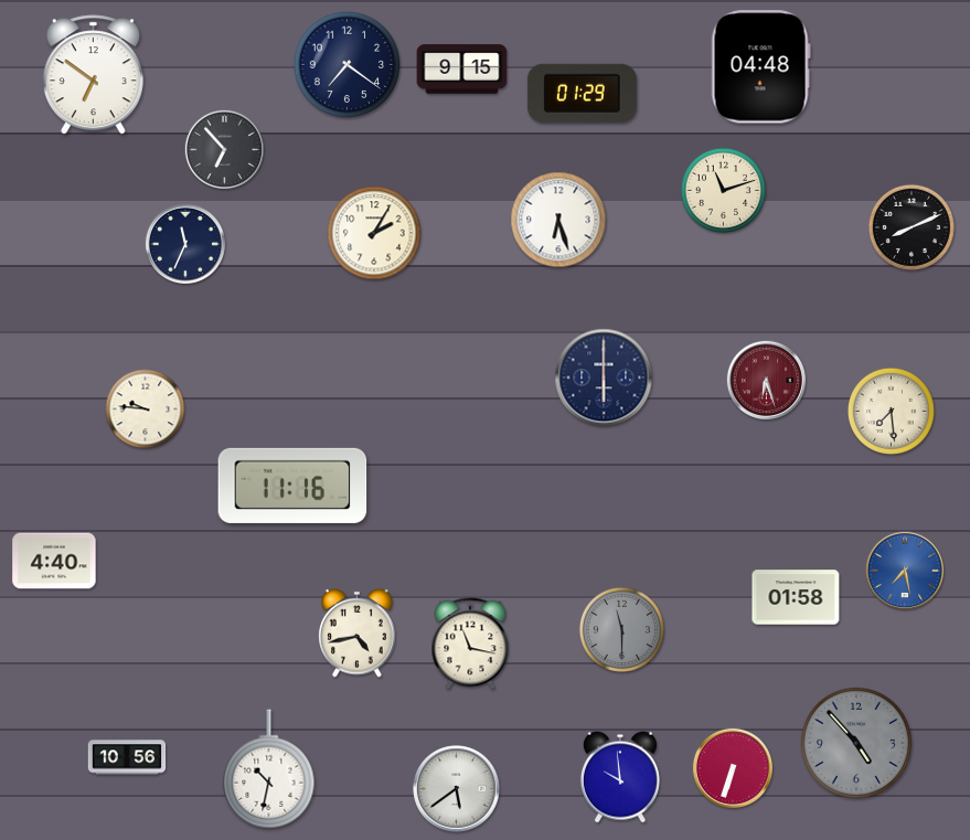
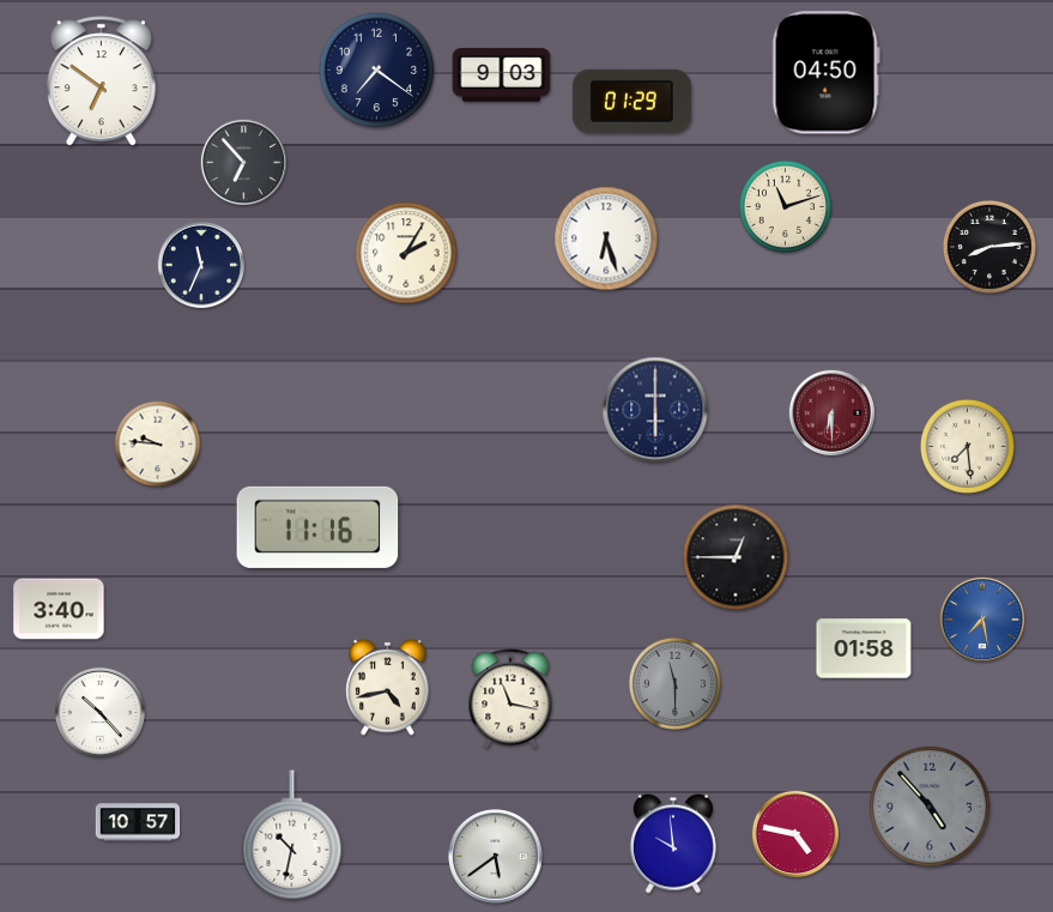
clock at (760, 67): 04:48 -> 04:50
clock at (462, 70): 9:15 -> 9:03
clock at (912, 227): 8:11 -> 8:14
clock at (766, 380): 6:27 -> 6:30
clock at (736, 557): none -> 12:45
clock at (54, 561): 4:40 -> 3:40
clock at (99, 712): none -> 10:23
clock at (127, 757): 10:56 -> 10:57
clock at (733, 768): 6:33 -> 4:47
